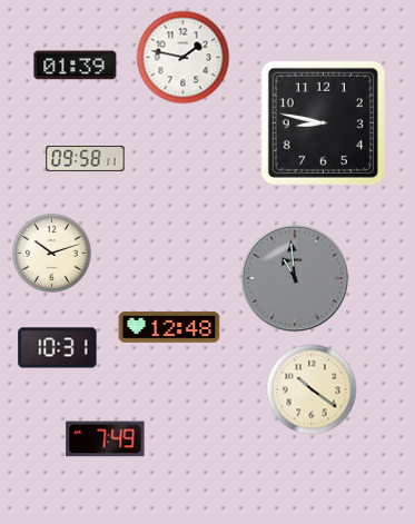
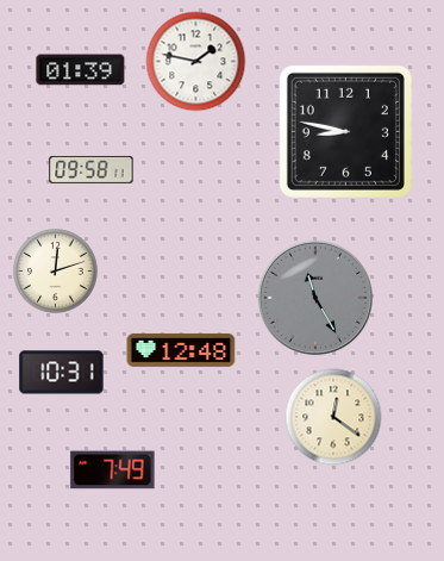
clock at (52, 254): 10:12 -> 12:12
clock at (295, 278): 10:59 -> 11:25
clock at (312, 389): 10:21 -> 12:21
